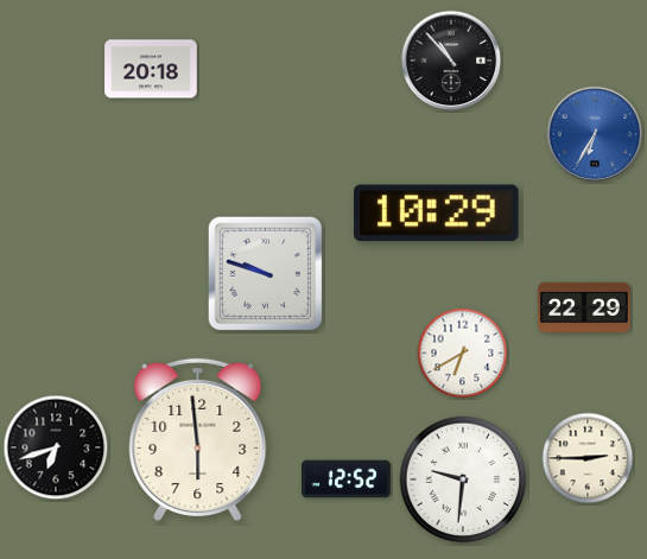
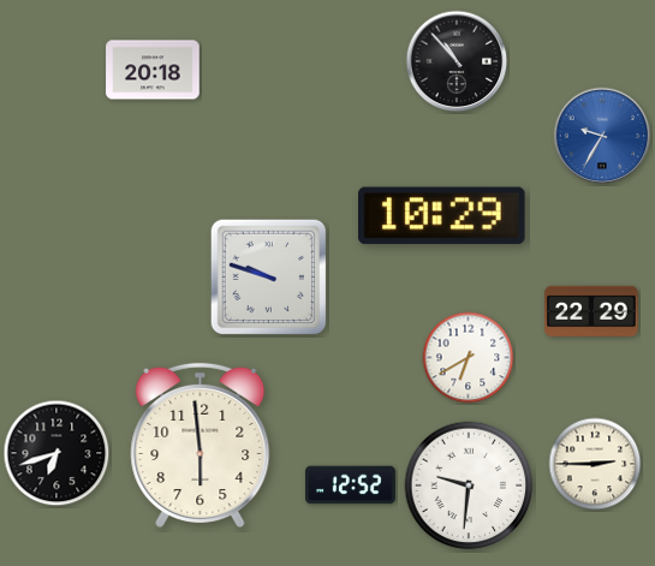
clock at (595, 134): 6:35 -> 9:35
